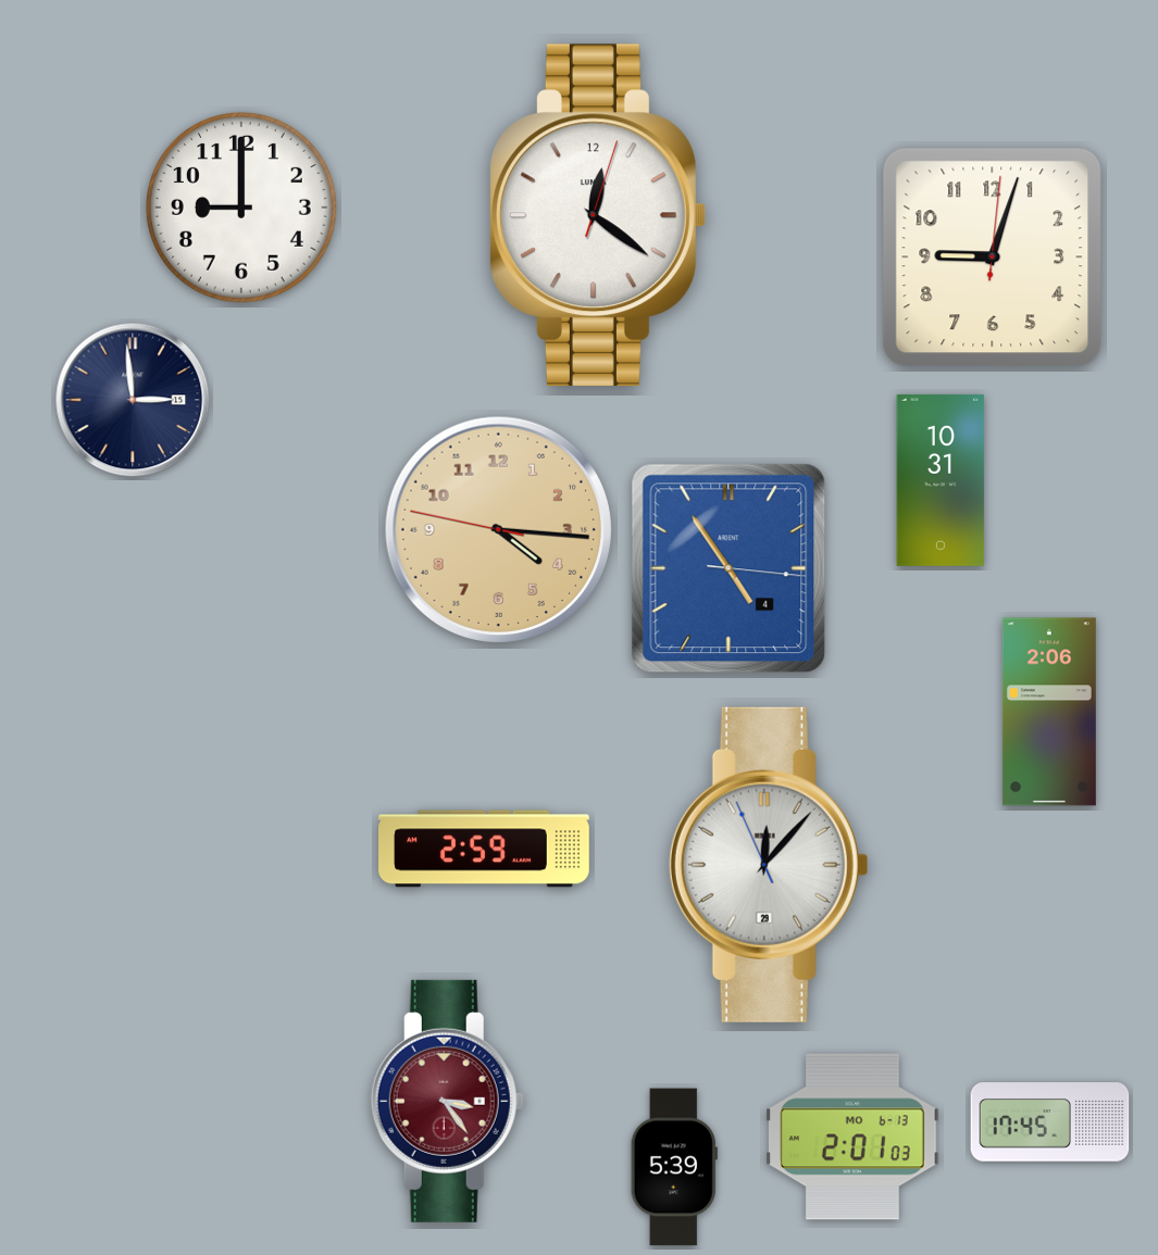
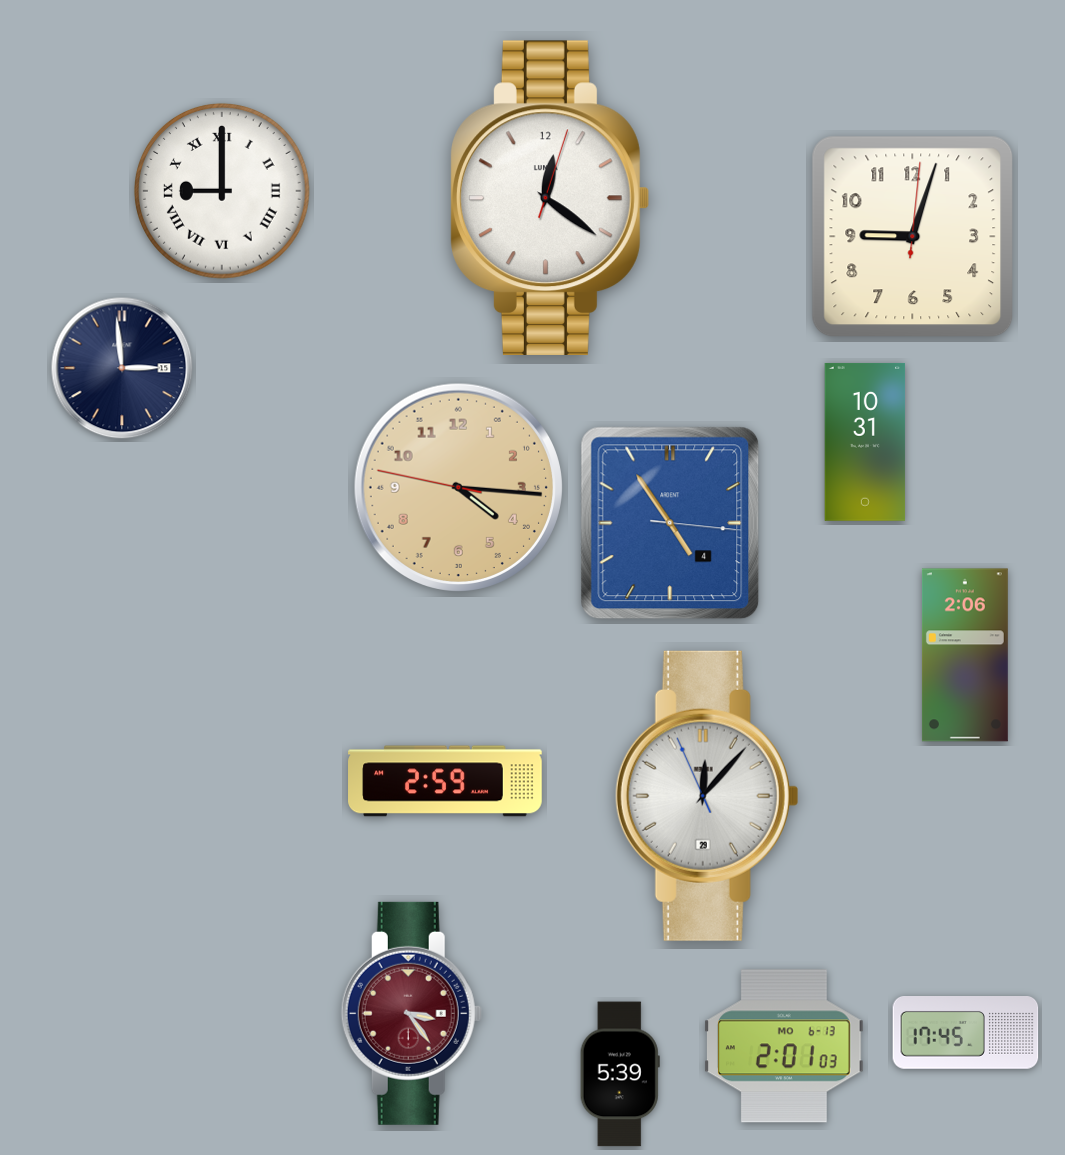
clock at (241, 208) numerals: Arabic -> Roman
